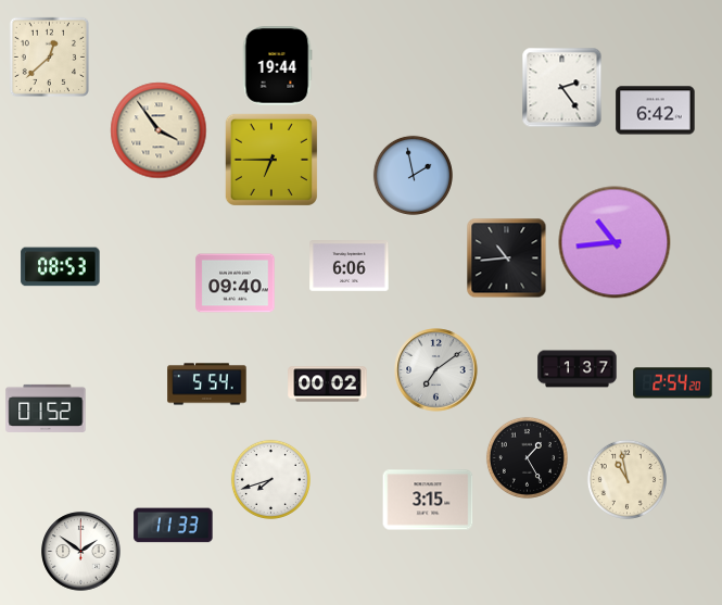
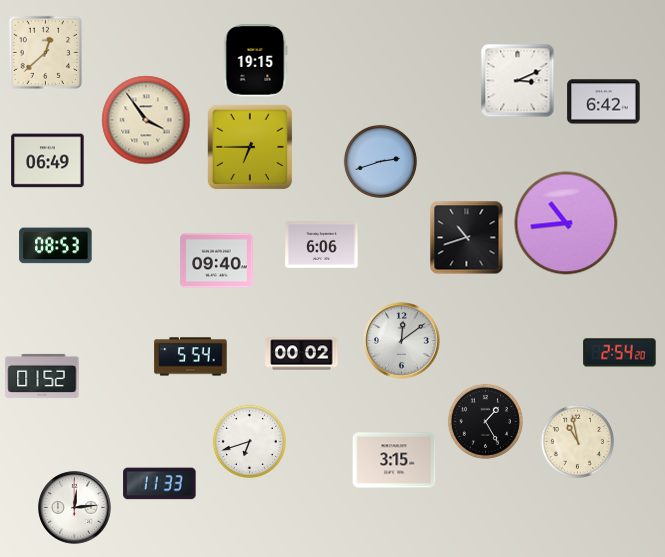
clock at (277, 66): 19:44 -> 19:15
clock at (562, 88): 2:24 -> 3:11
clock at (48, 161): none -> 06:49
clock at (413, 175): 1:58 -> 2:42
clock at (507, 259): 10:44 -> 10:42
clock at (578, 369): 1:37 -> none
clock at (436, 370): 7:09 -> 12:09
clock at (207, 385) position: (207, 385) -> (191, 357)
clock at (270, 479): 7:42 -> 6:42
clock at (81, 552): 1:51 -> 12:14
